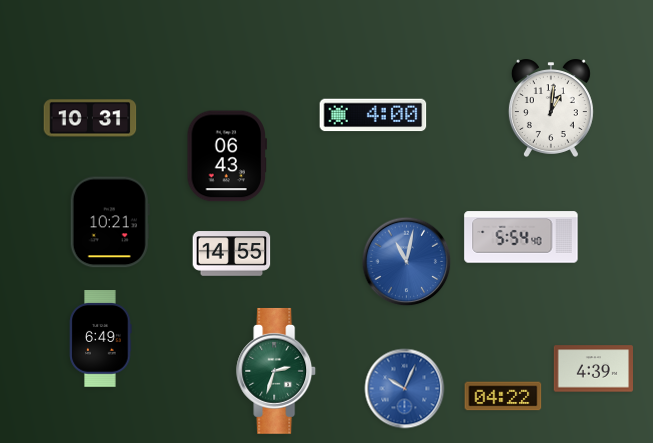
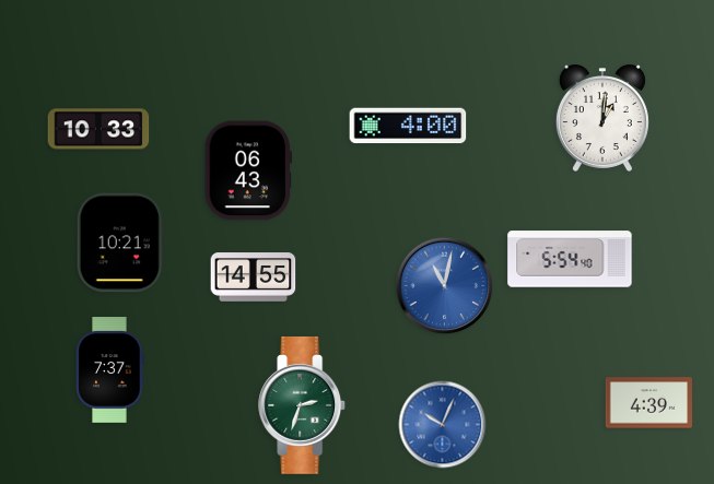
clock at (90, 118): 10:31 -> 10:33
clock at (101, 339): 6:49 -> 7:37
clock at (503, 396): 04:22 -> none
